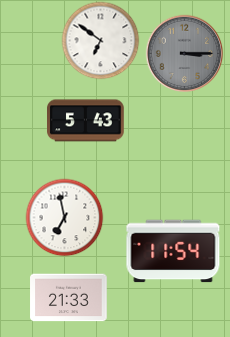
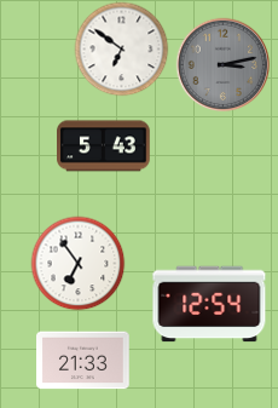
clock at (184, 53): 3:15 -> 3:13
clock at (64, 217): 6:58 -> 6:54
clock at (173, 251): 11:54 -> 12:54
